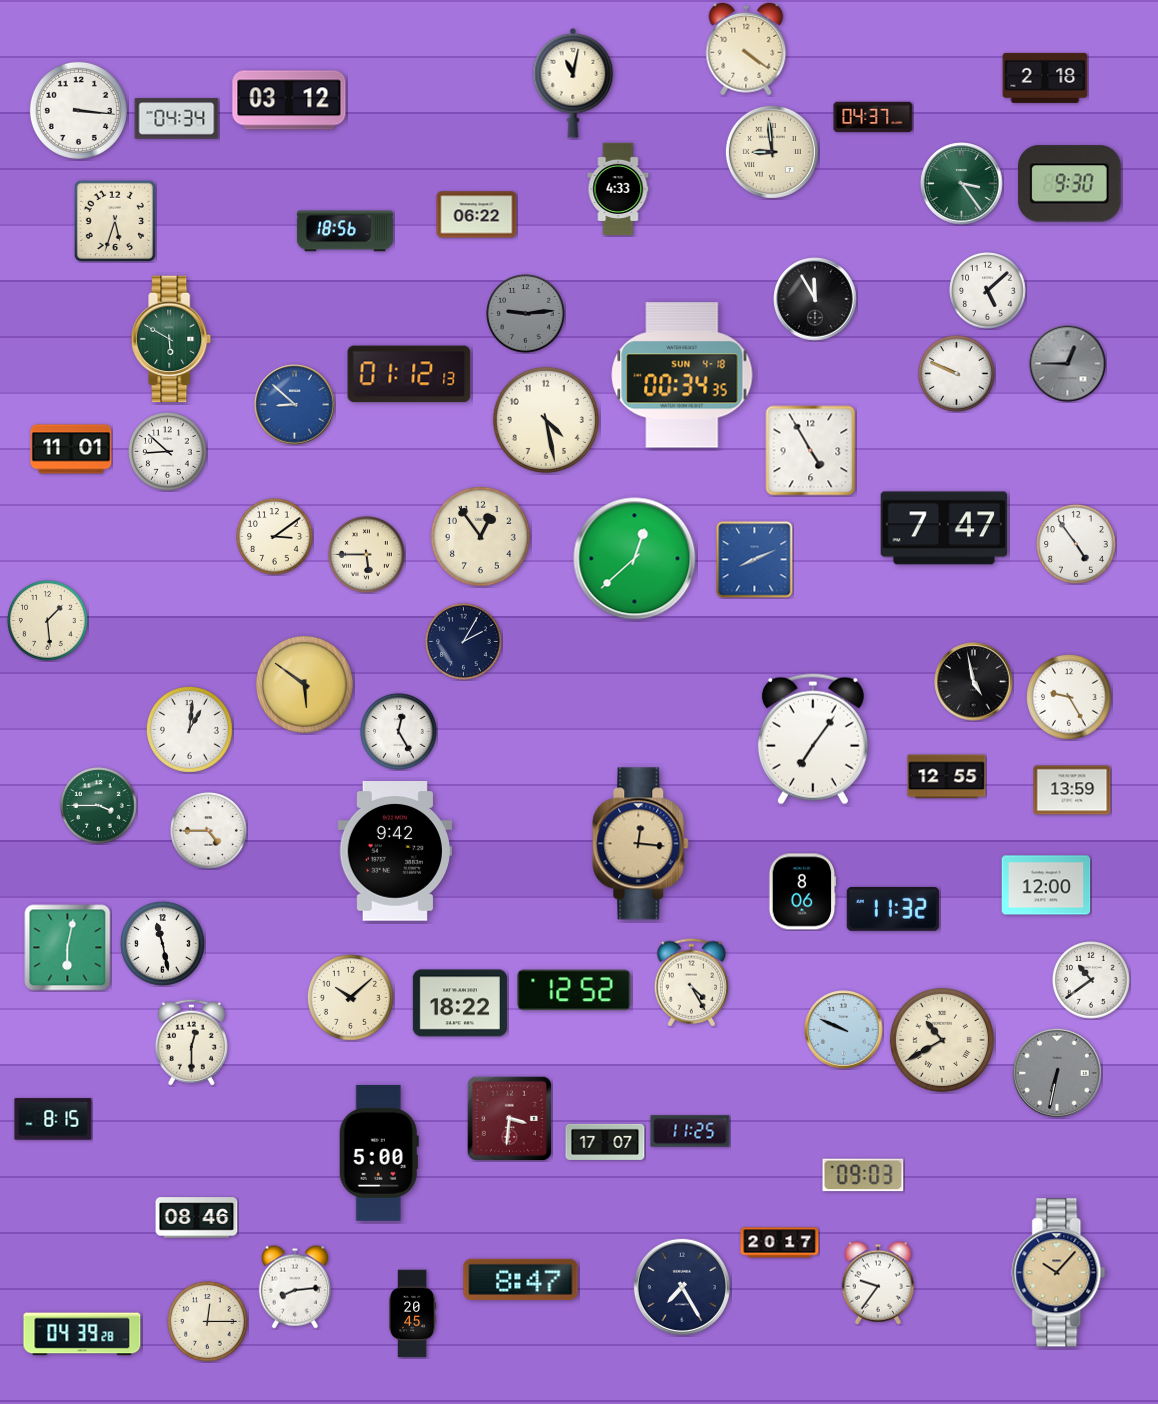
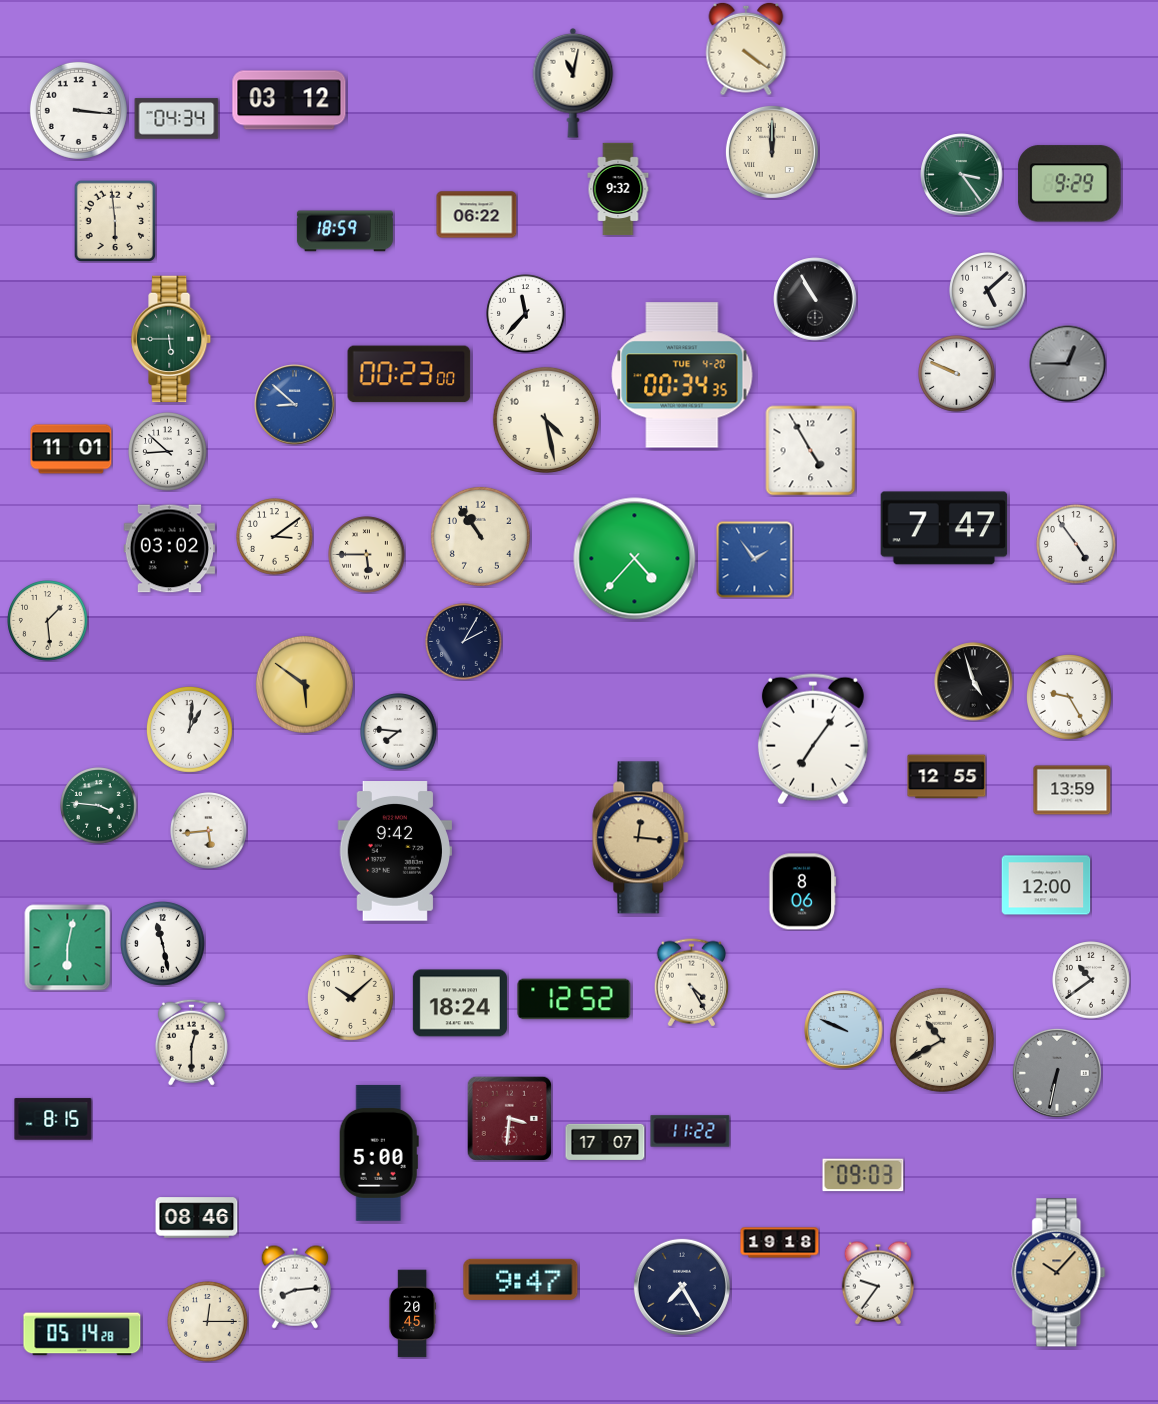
clock at (1045, 78): 2:18 -> none
clock at (873, 117): 04:37 -> none
clock at (772, 152): 8:59 -> 12:00
clock at (962, 184) position: (962, 184) -> (962, 175)
clock at (1070, 184): 9:30 -> 9:29
clock at (618, 189): 4:33 -> 9:32
clock at (114, 220): 5:33 -> 5:59
clock at (345, 231): 18:56 -> 18:59
clock at (815, 299): 11:55 -> 10:55
clock at (526, 314): 9:14 -> 11:37
clock at (526, 314) dial: grey -> white
clock at (172, 339): 5:50 -> 5:45
clock at (409, 374): 01:12 -> 00:23
clock at (682, 375) date: SUN 4-18 -> TUE 4-20
clock at (480, 536): 12:54 -> 10:54
clock at (169, 549): none -> 03:02
clock at (635, 559): 12:38 -> 4:37
clock at (755, 560): 8:11 -> 1:54
clock at (974, 682): 4:58 -> 4:57
clock at (399, 732): 12:25 -> 7:46
clock at (99, 806): 3:45 -> 3:46
clock at (209, 831): 4:45 -> 5:44
clock at (641, 844) position: (641, 844) -> (641, 838)
clock at (893, 909): 11:32 -> none
clock at (574, 990) position: (574, 990) -> (574, 999)
clock at (460, 1003): 18:22 -> 18:24
clock at (690, 1131): 11:25 -> 11:22
clock at (780, 1243): 20:17 -> 19:18
clock at (521, 1279): 8:47 -> 9:47
clock at (82, 1334): 04:39 -> 05:14
